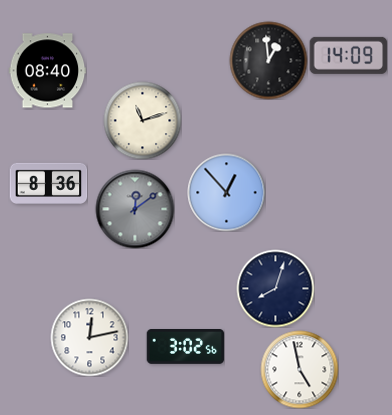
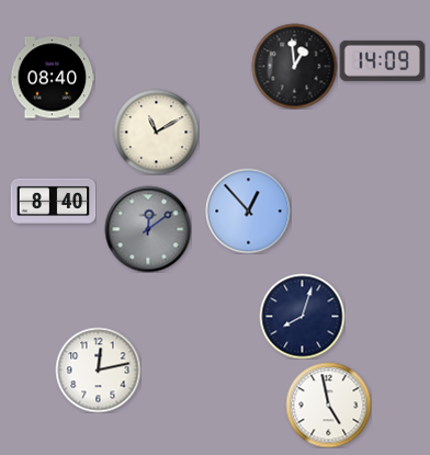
clock at (142, 120): 11:12 -> 11:10
clock at (48, 183): 8:36 -> 8:40
clock at (185, 347): 3:02 -> none
